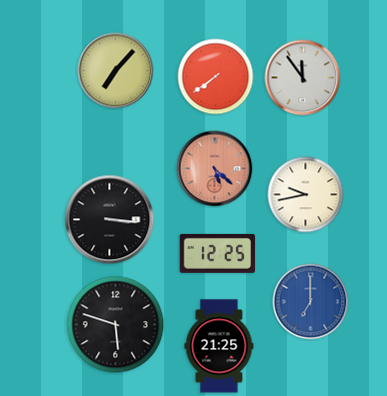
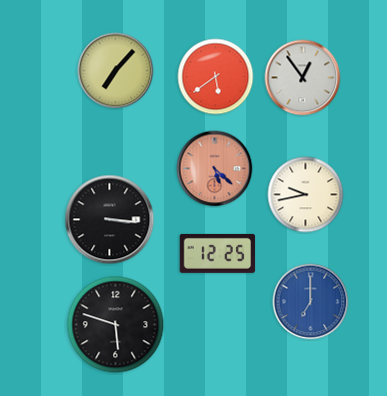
clock at (216, 77): 7:39 -> 5:39
clock at (303, 78): 11:54 -> 12:54
clock at (219, 346): 21:25 -> none
